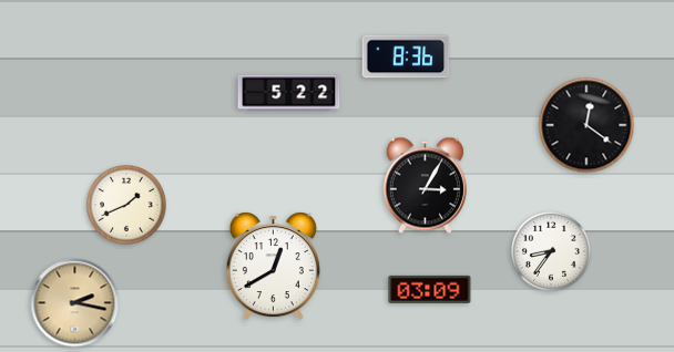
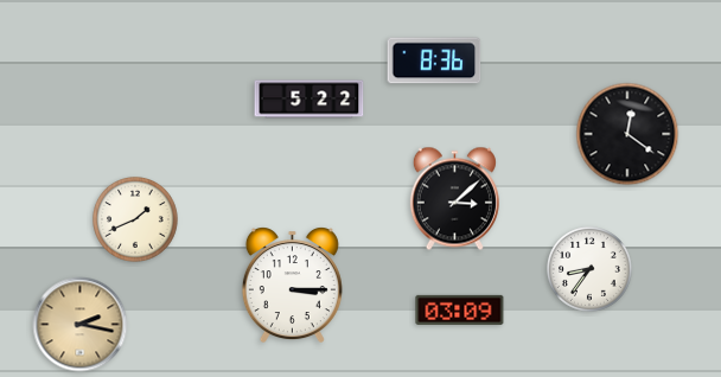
clock at (425, 186): 3:05 -> 3:08
clock at (273, 266): 12:40 -> 3:15
